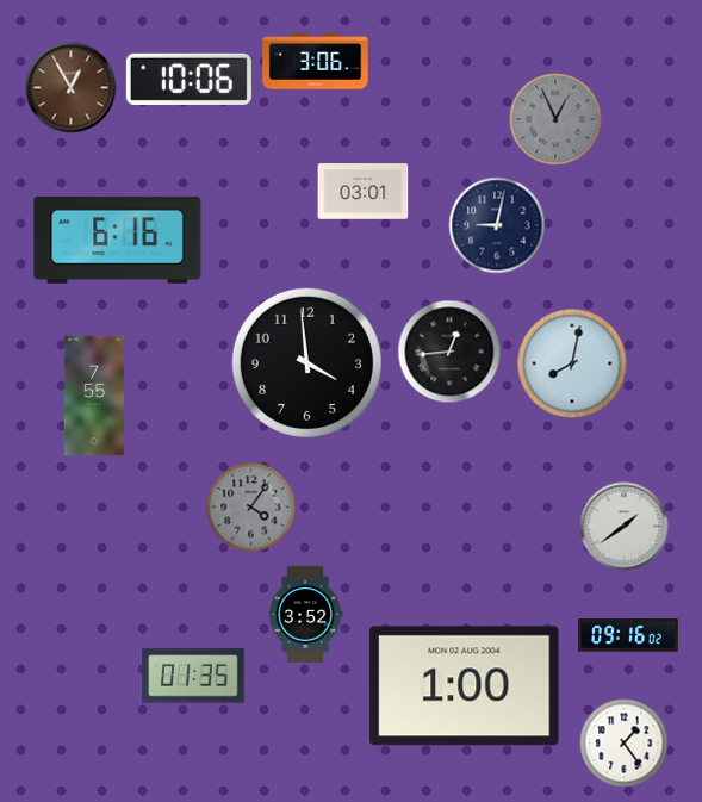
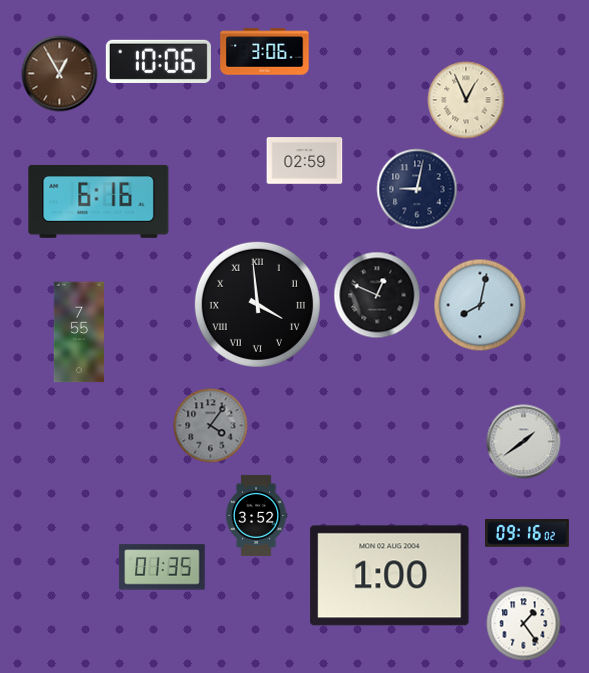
clock at (188, 79) position: (188, 79) -> (158, 61)
clock at (555, 119) dial: grey -> cream
clock at (364, 192): 03:01 -> 02:59
clock at (449, 352): 12:44 -> 12:49
clock at (306, 362) numerals: Arabic -> Roman
